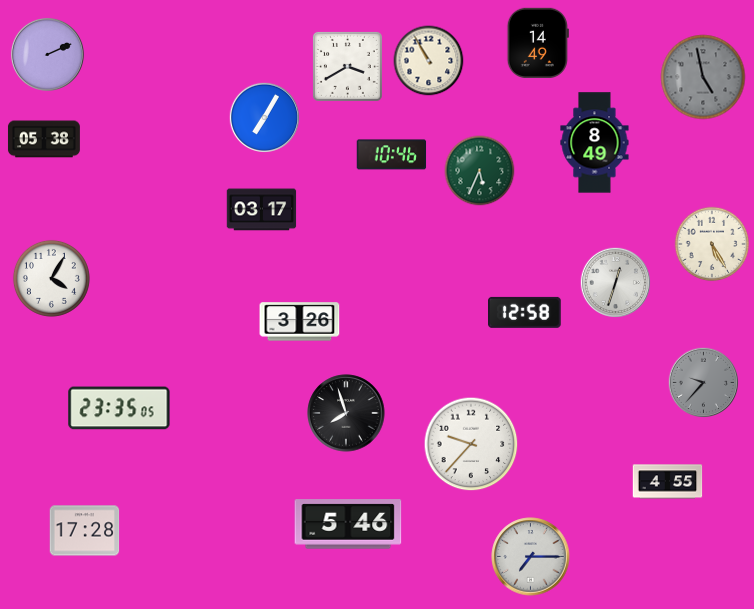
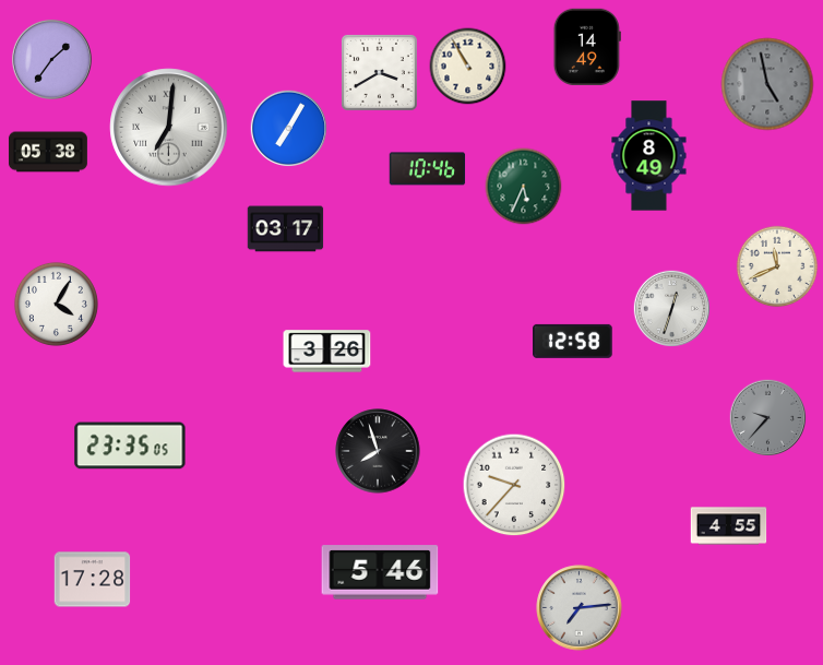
clock at (47, 54): 2:11 -> 1:36
clock at (169, 128): none -> 7:01
clock at (712, 244): 5:25 -> 11:41
clock at (531, 557): 7:15 -> 7:14
